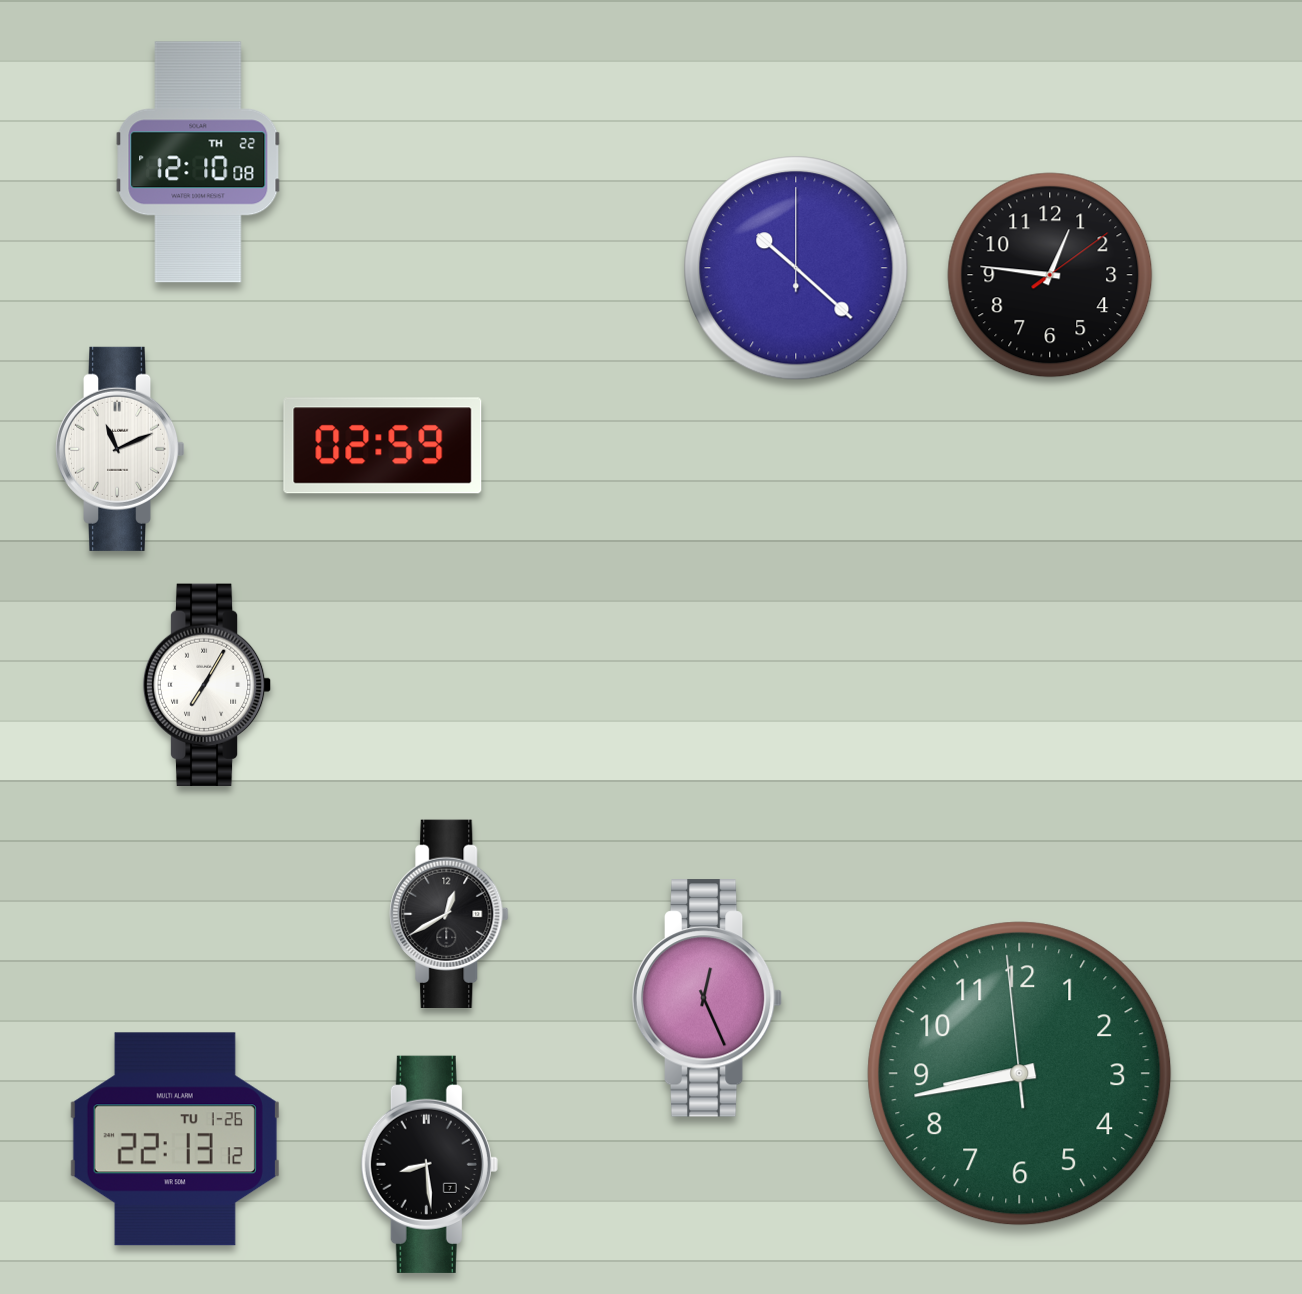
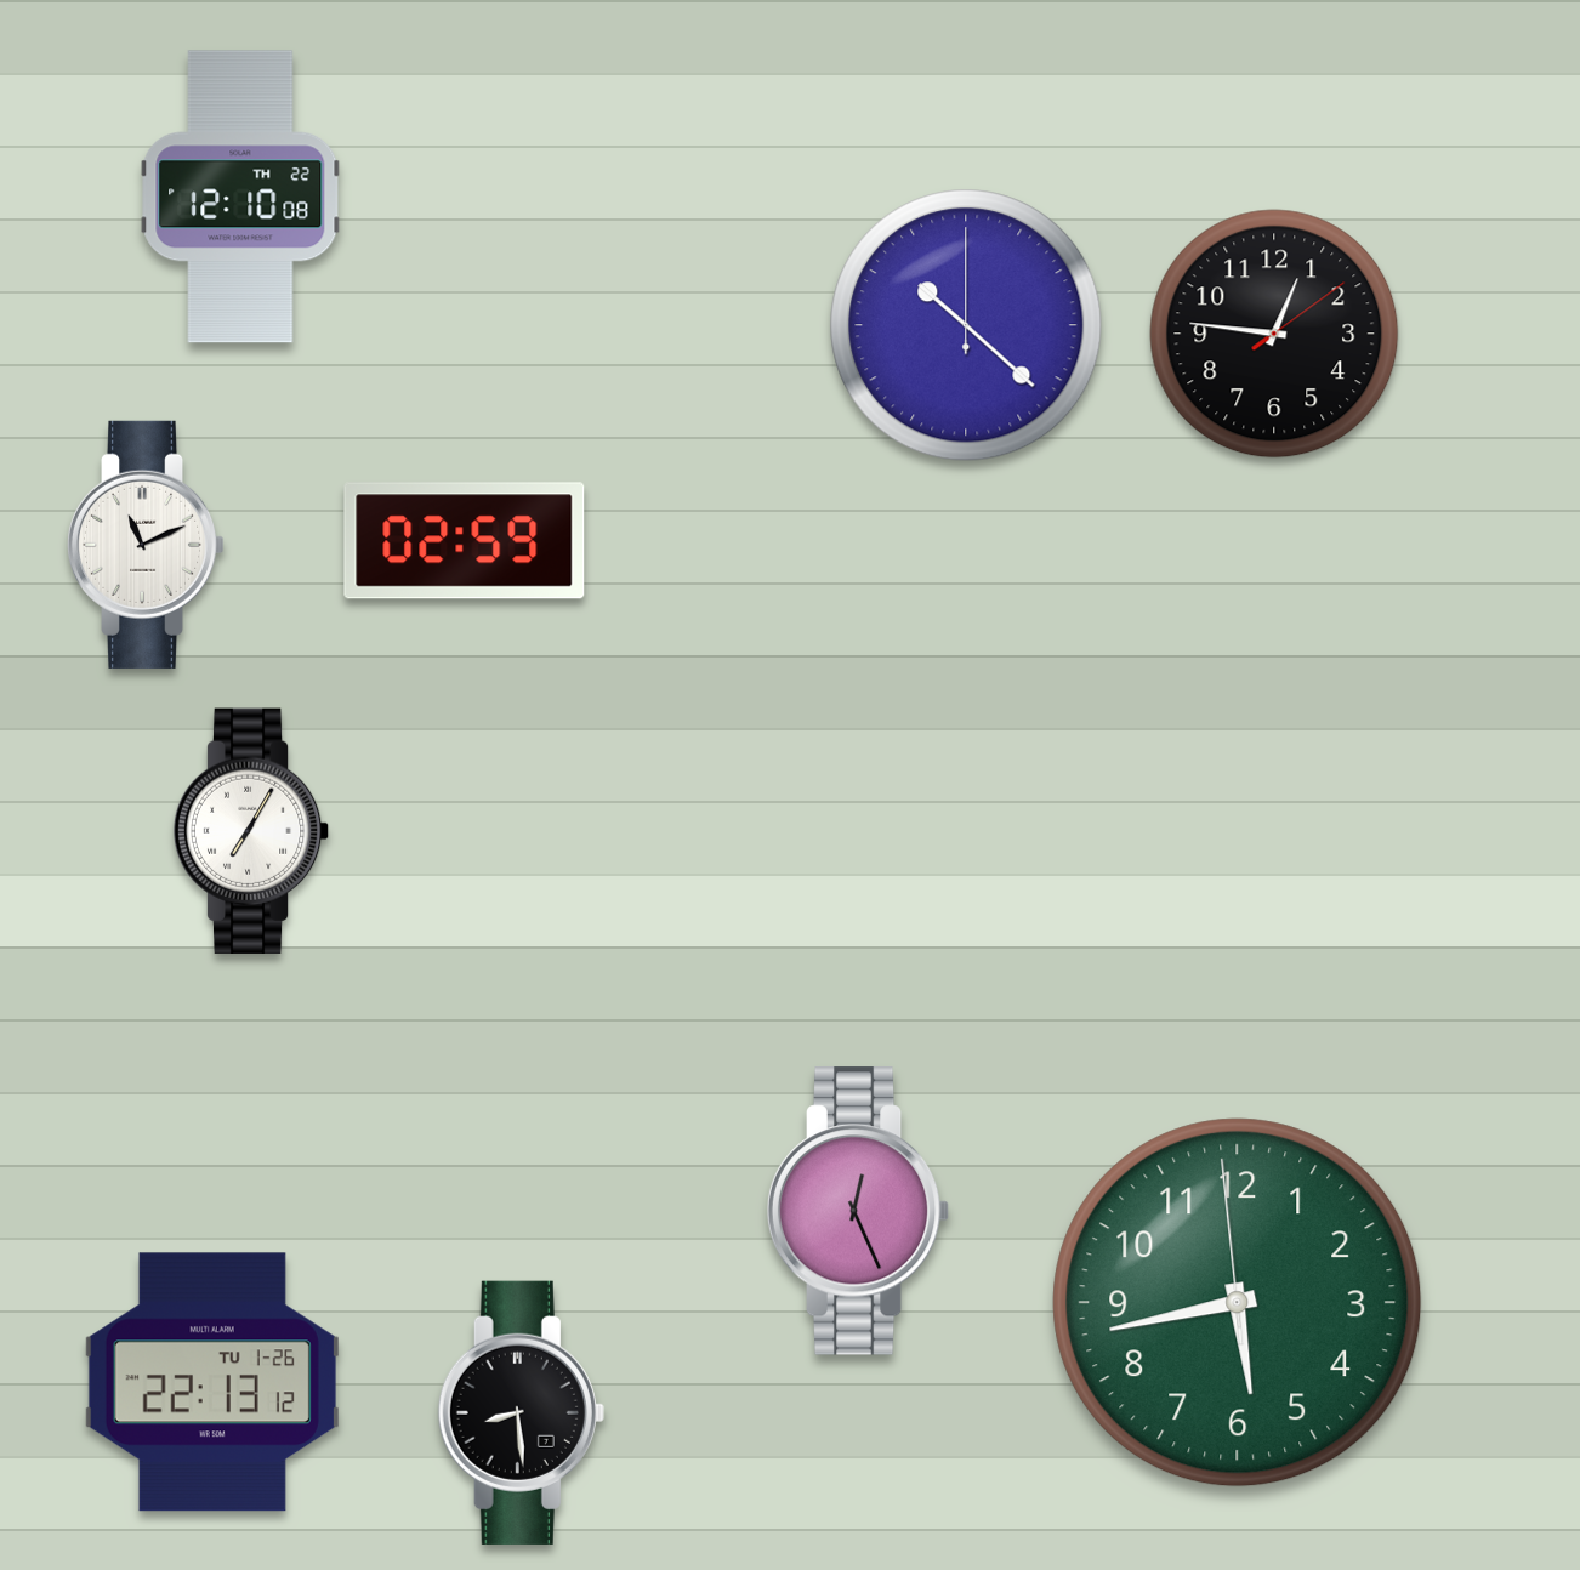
clock at (449, 913): 12:40 -> none
clock at (1020, 1074): 8:42 -> 5:42
